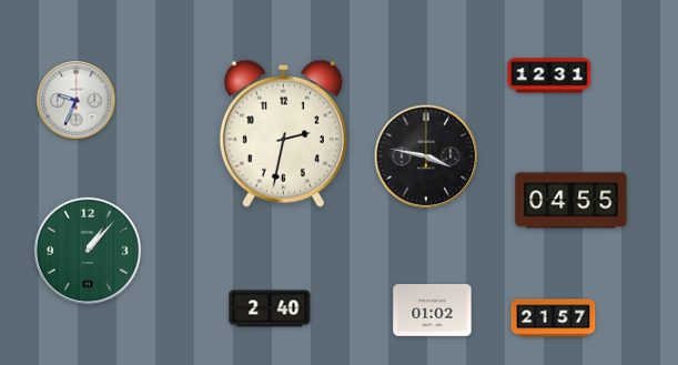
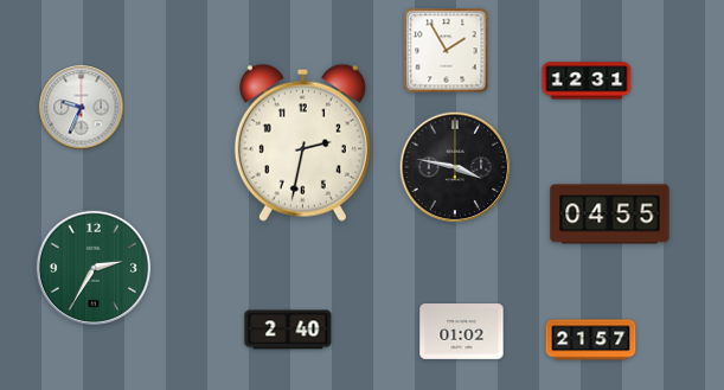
clock at (447, 51): none -> 1:55
clock at (88, 251): 1:07 -> 2:35
